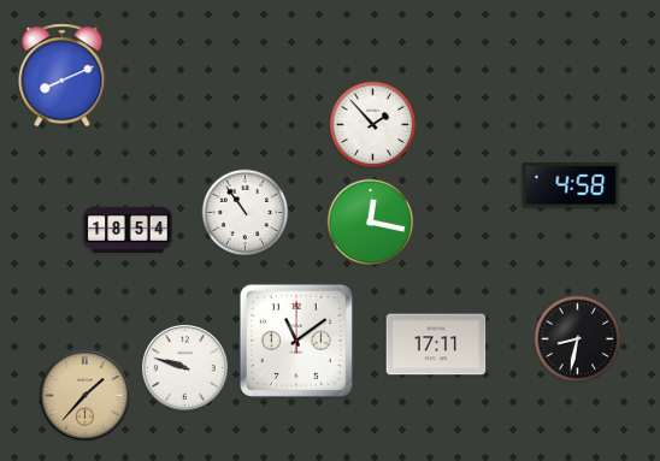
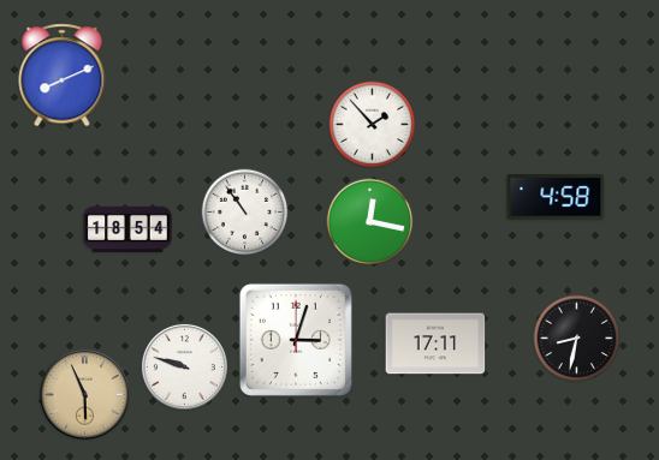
clock at (571, 185) position: (571, 185) -> (556, 197)
clock at (296, 341): 11:09 -> 3:03
clock at (86, 396): 1:37 -> 5:56
